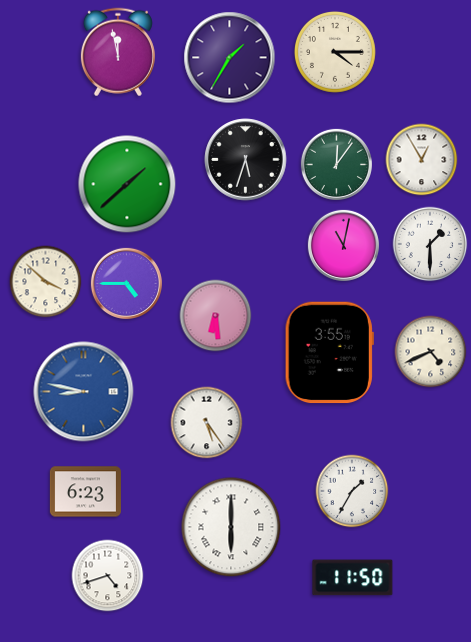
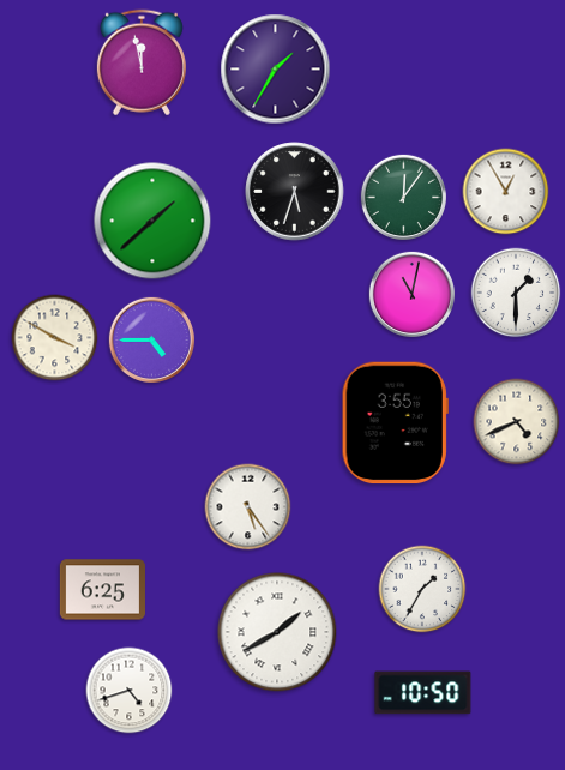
clock at (335, 52): 4:15 -> none
clock at (46, 282): 3:52 -> 3:50
clock at (216, 316): 6:29 -> none
clock at (84, 392): 8:47 -> none
clock at (85, 492): 6:23 -> 6:25
clock at (231, 527): 6:00 -> 1:40
clock at (353, 578): 11:50 -> 10:50
